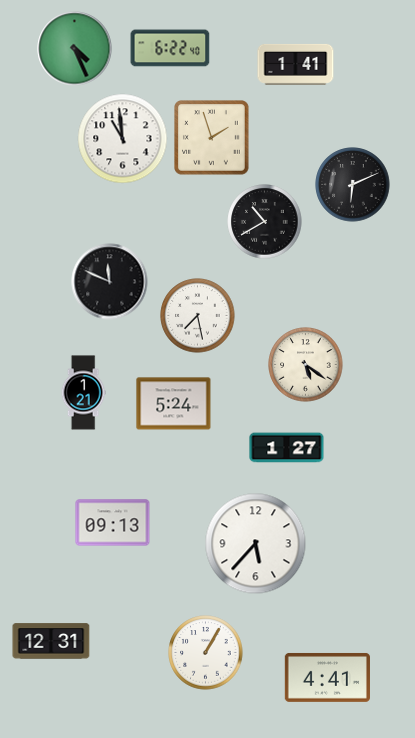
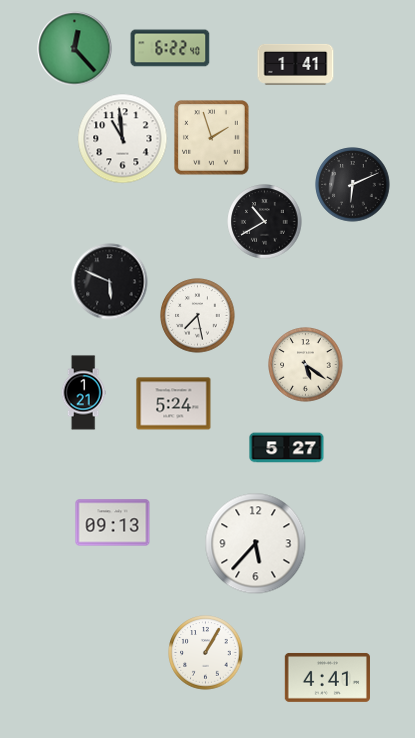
clock at (75, 49): 4:26 -> 12:23
clock at (110, 282): 11:49 -> 5:49
clock at (287, 448): 1:27 -> 5:27
clock at (51, 641): 12:31 -> none
